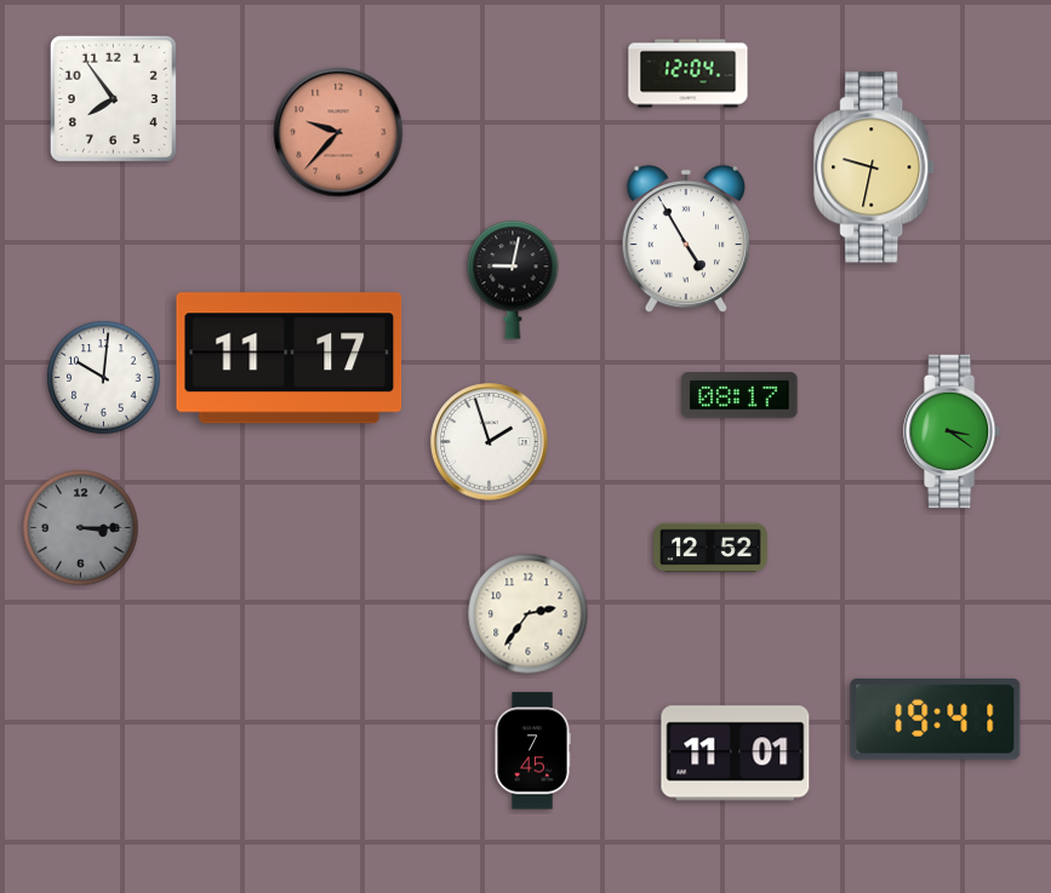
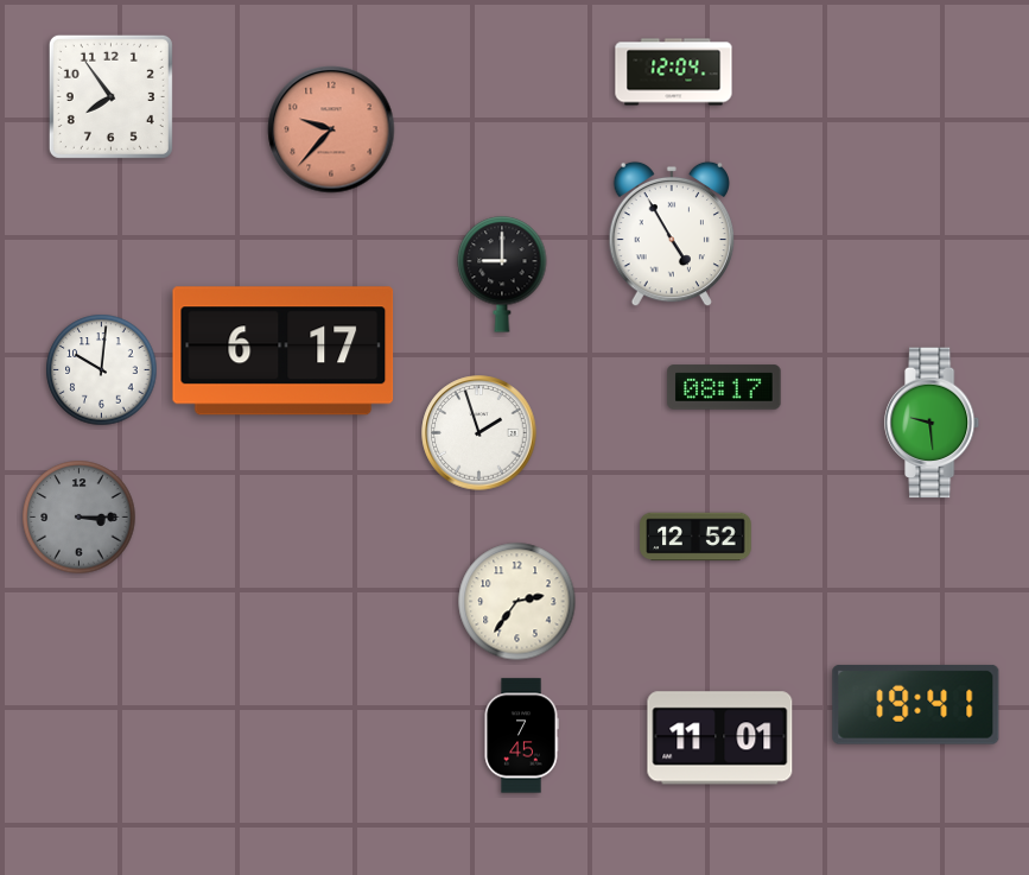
clock at (875, 167): 9:32 -> none
clock at (513, 280): 9:02 -> 9:00
clock at (290, 359): 11:17 -> 6:17
clock at (953, 431): 3:21 -> 9:29
